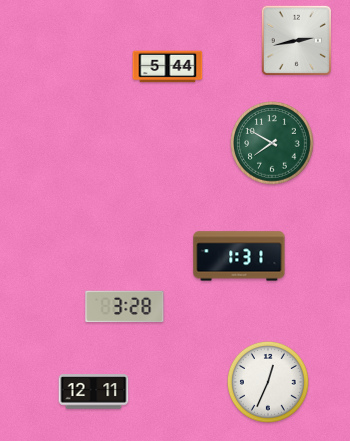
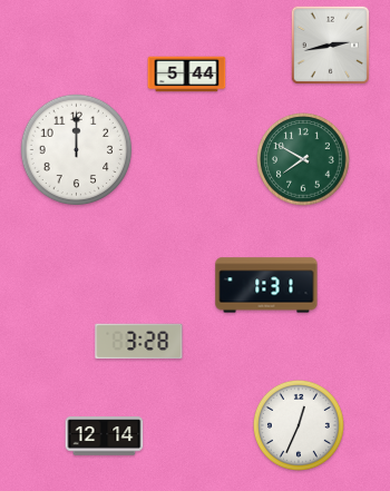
clock at (77, 150): none -> 12:00
clock at (94, 392): 12:11 -> 12:14
